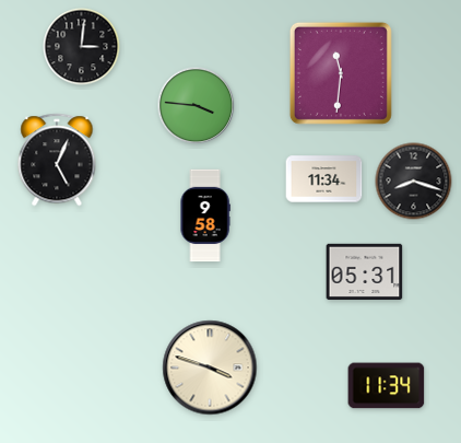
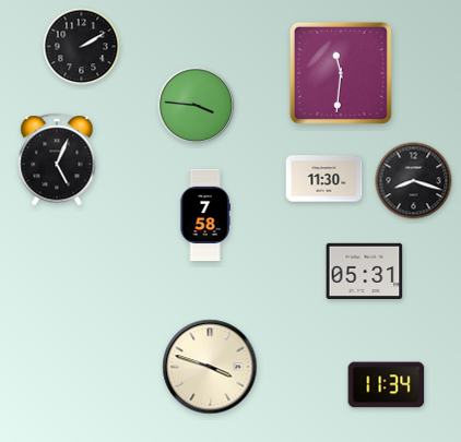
clock at (82, 47): 3:01 -> 2:10
clock at (324, 179): 11:34 -> 11:30
clock at (205, 215): 9:58 -> 7:58
